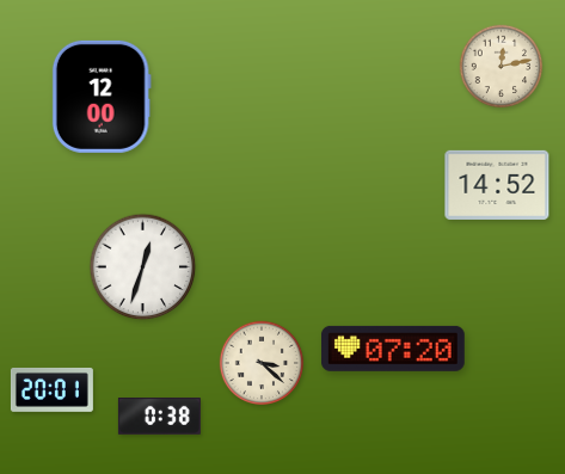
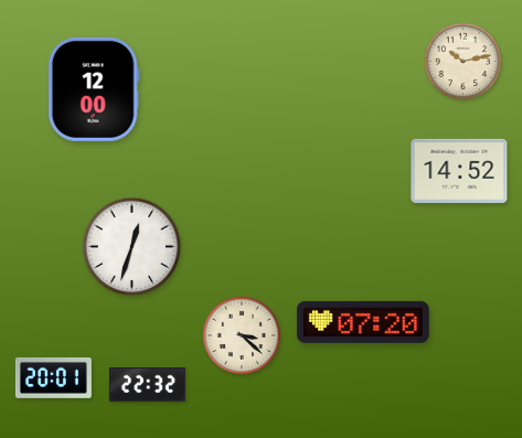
clock at (502, 67): 12:13 -> 10:13
clock at (51, 389) position: (51, 389) -> (53, 377)
clock at (159, 417): 0:38 -> 22:32
